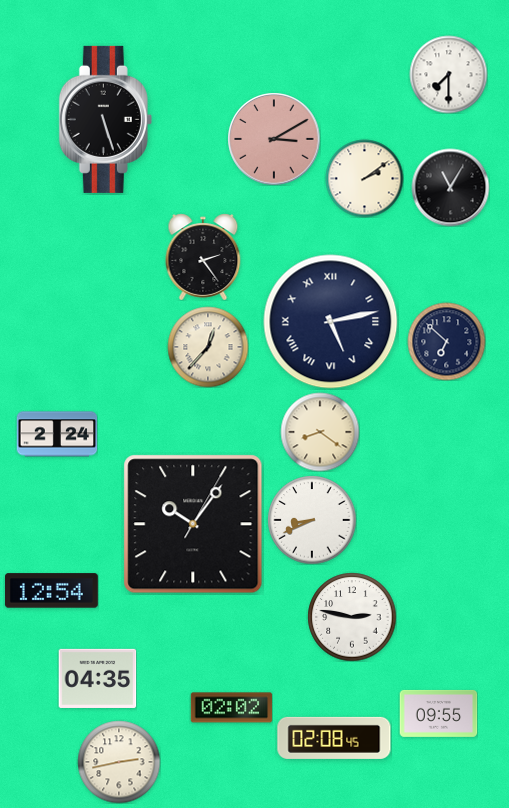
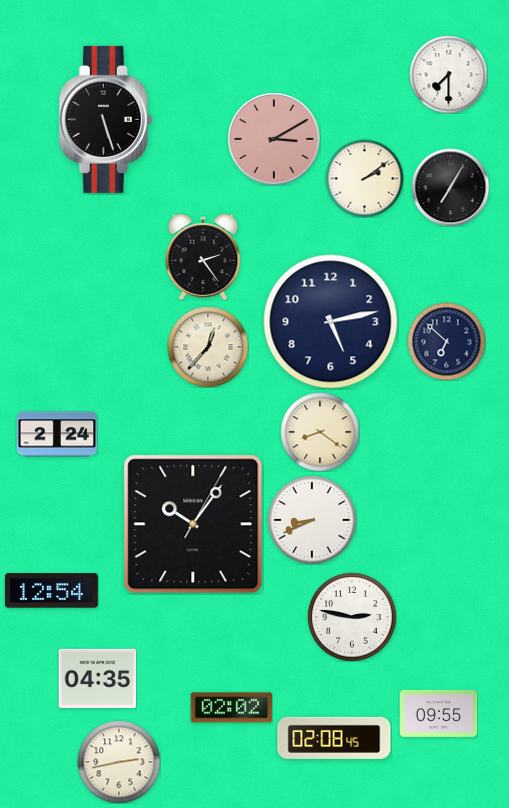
clock at (450, 187): 11:05 -> 7:05
clock at (331, 322) numerals: Roman -> Arabic
